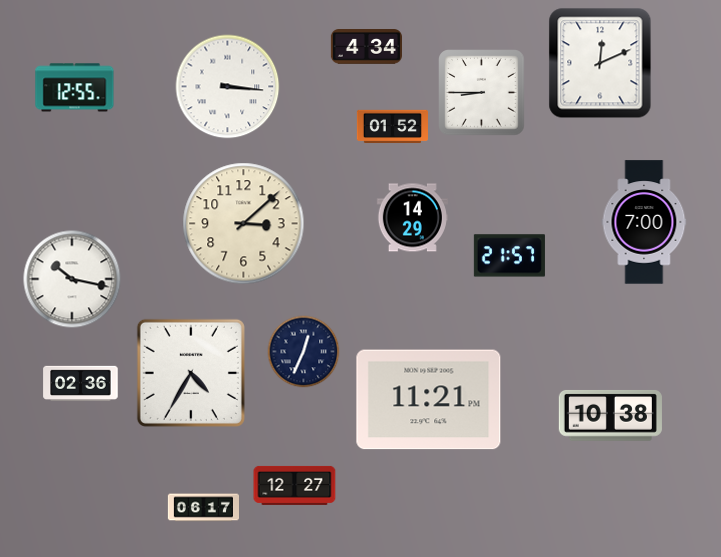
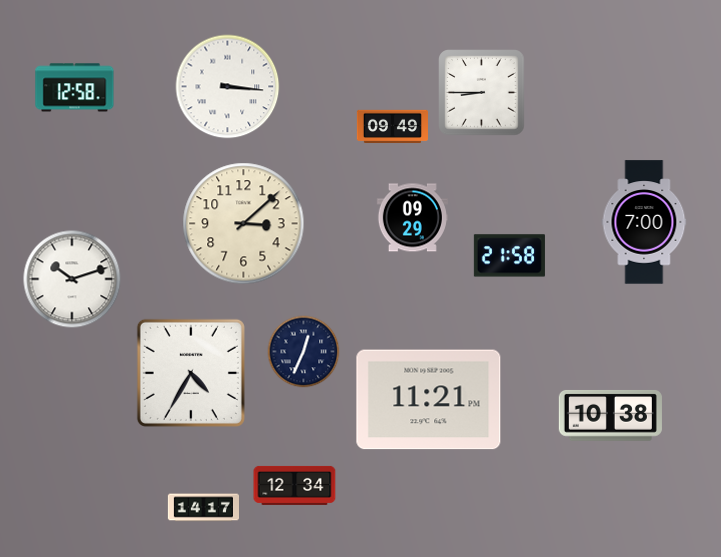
clock at (366, 47): 4:34 -> none
clock at (600, 63): 12:11 -> none
clock at (75, 88): 12:55 -> 12:58
clock at (392, 126): 01:52 -> 09:49
clock at (412, 218): 14:29 -> 09:29
clock at (509, 256): 21:57 -> 21:58
clock at (72, 279): 10:17 -> 10:12
clock at (81, 384): 02:36 -> none
clock at (295, 485): 12:27 -> 12:34
clock at (203, 508): 06:17 -> 14:17
